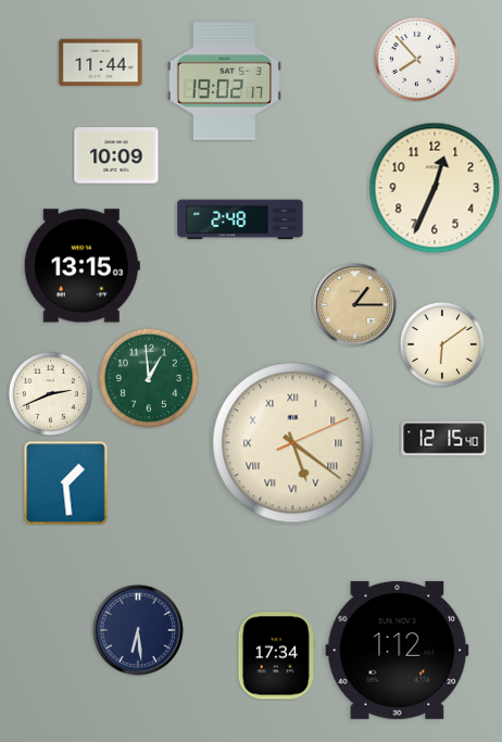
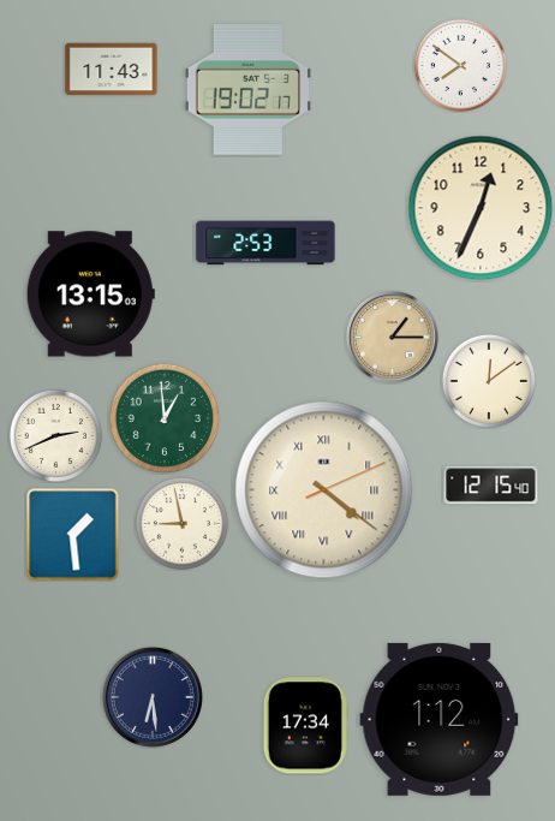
clock at (416, 59): 7:53 -> 7:51
clock at (101, 63): 11:44 -> 11:43
clock at (116, 155): 10:09 -> none
clock at (240, 219): 2:48 -> 2:53
clock at (442, 344): 6:09 -> 12:09
clock at (293, 443): 5:21 -> 4:21
clock at (181, 523): none -> 8:58
